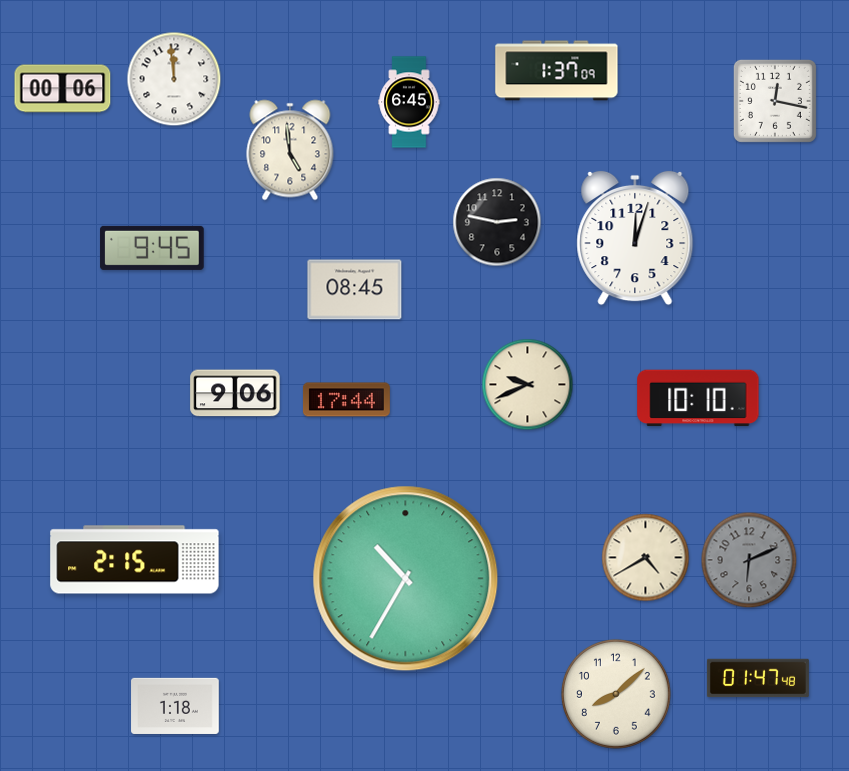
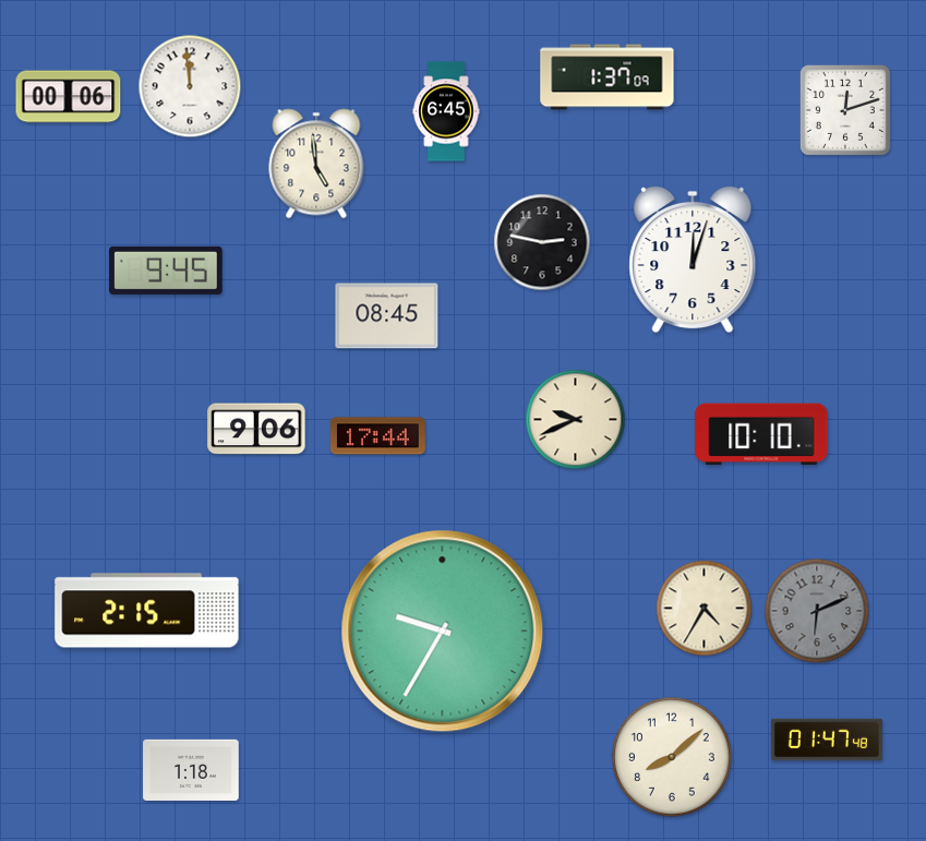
clock at (775, 101): 12:17 -> 12:12
clock at (646, 558): 4:40 -> 4:35
clock at (406, 579): 10:35 -> 9:35
